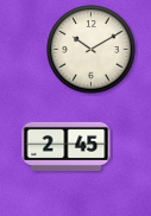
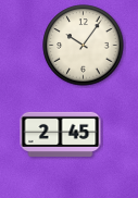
clock at (92, 50): 10:10 -> 10:06
